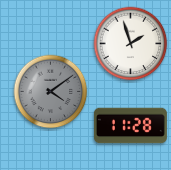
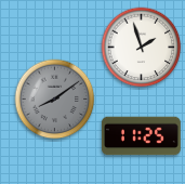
clock at (51, 92): 4:09 -> 8:09
clock at (130, 126): 11:28 -> 11:25
